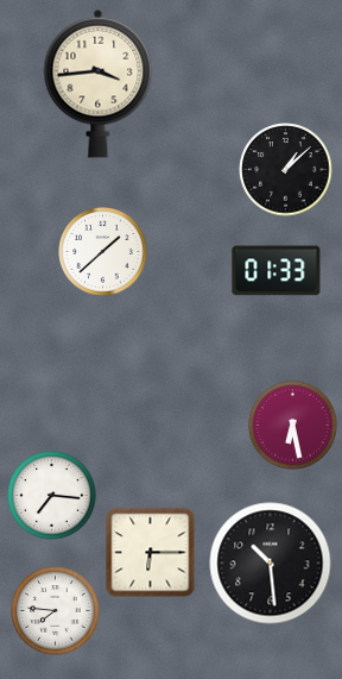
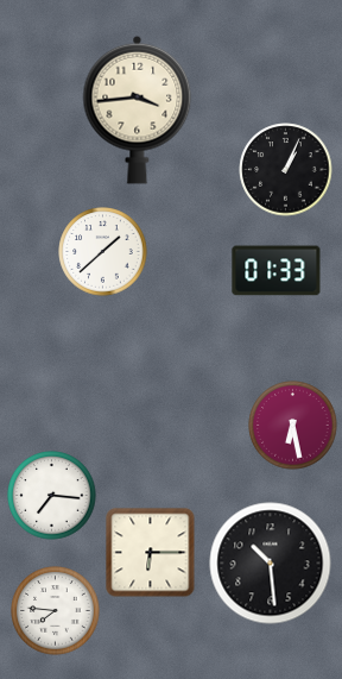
clock at (99, 83) position: (99, 83) -> (138, 109)
clock at (286, 170): 1:08 -> 1:04
